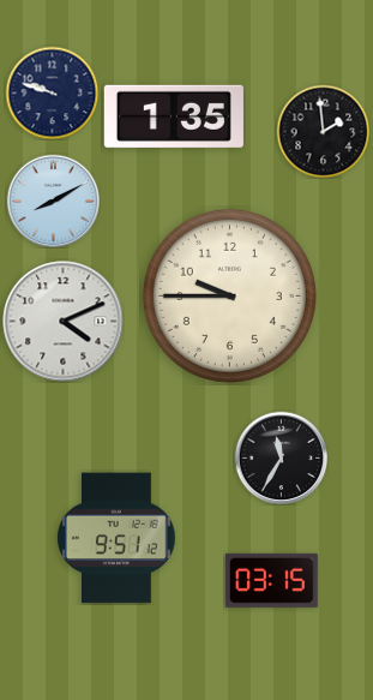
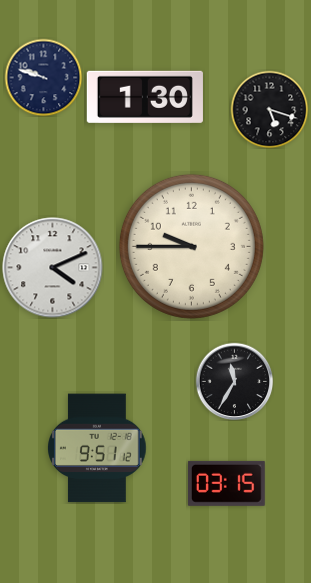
clock at (174, 116): 1:35 -> 1:30
clock at (323, 131): 1:59 -> 5:18
clock at (53, 201): 8:10 -> none
